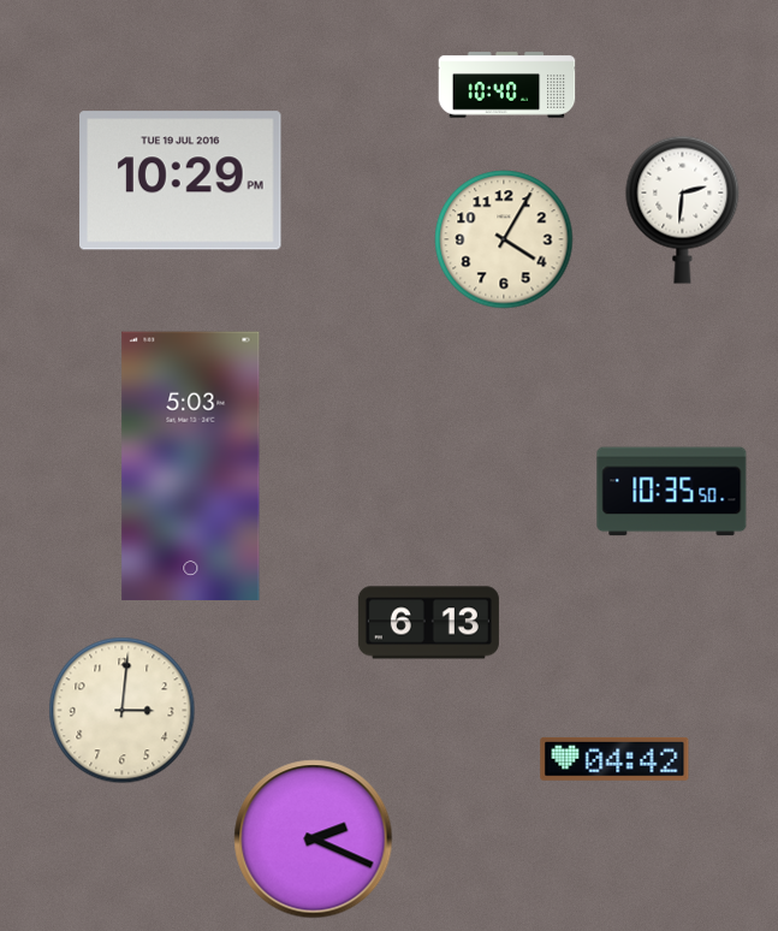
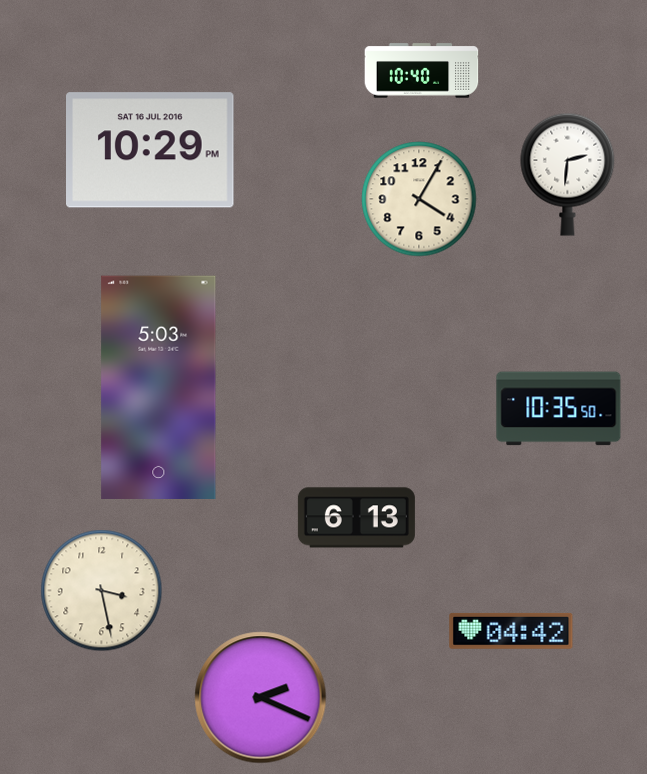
clock at (180, 180) date: TUE 19 JUL 2016 -> SAT 16 JUL 2016
clock at (123, 711): 3:01 -> 3:28
